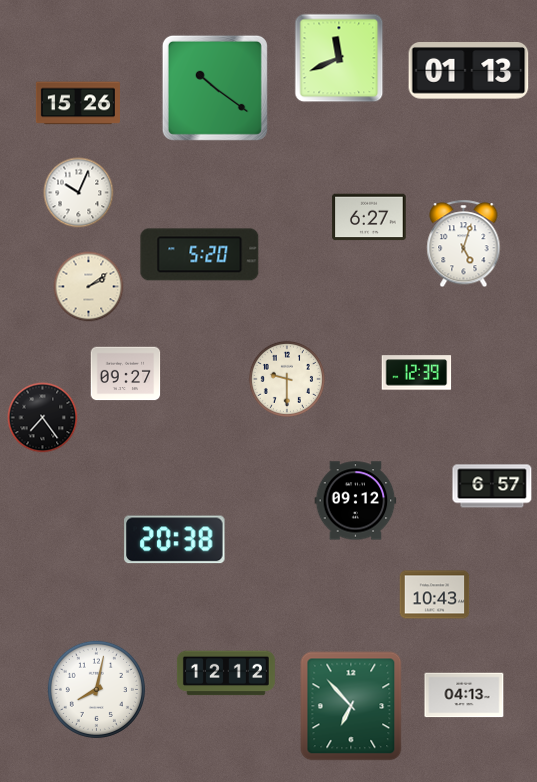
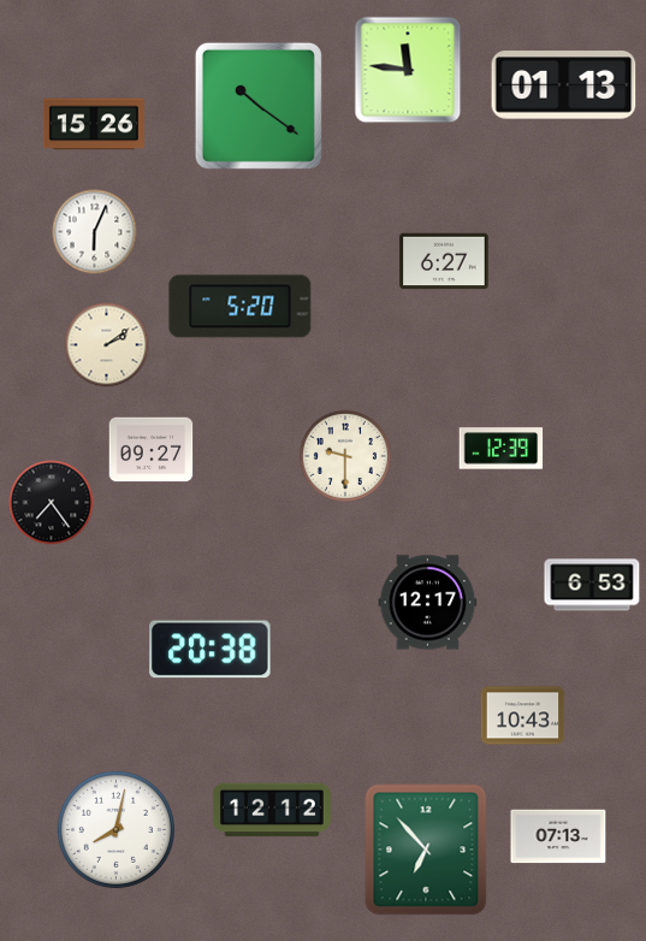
clock at (339, 58): 11:41 -> 11:46
clock at (79, 193): 10:04 -> 6:04
clock at (464, 244): 5:03 -> none
clock at (492, 486): 6:57 -> 6:53
clock at (356, 501): 09:12 -> 12:17
clock at (464, 695): 04:13 -> 07:13
clock at (351, 706) position: (351, 706) -> (426, 850)
